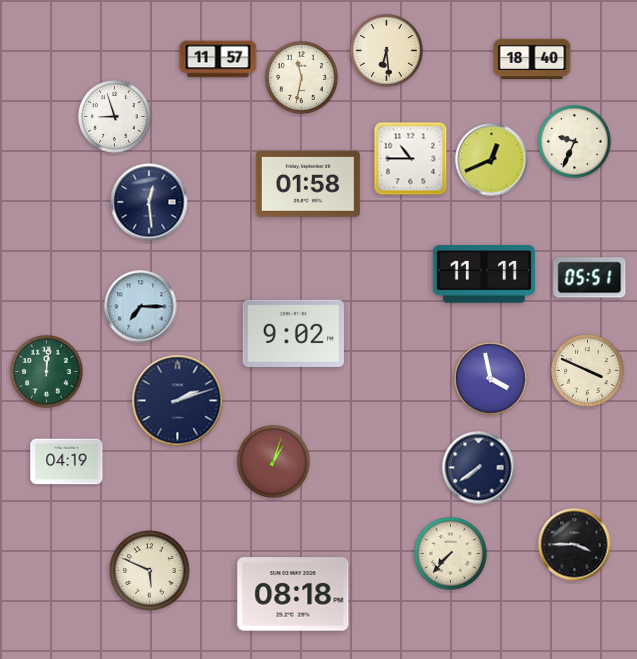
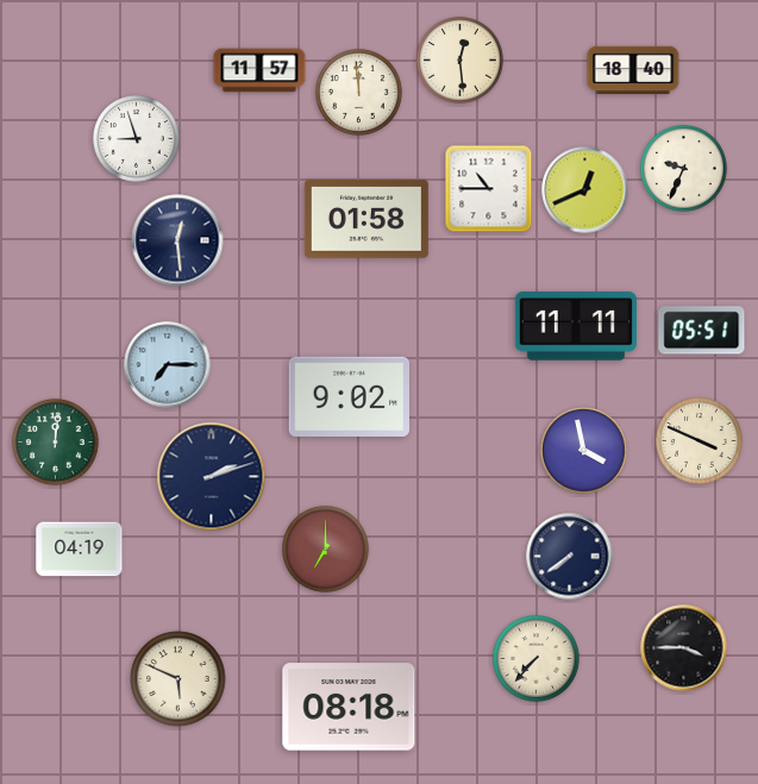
clock at (387, 51): 6:29 -> 12:29
clock at (302, 78): 11:32 -> 11:59
clock at (274, 462): 1:03 -> 7:00
